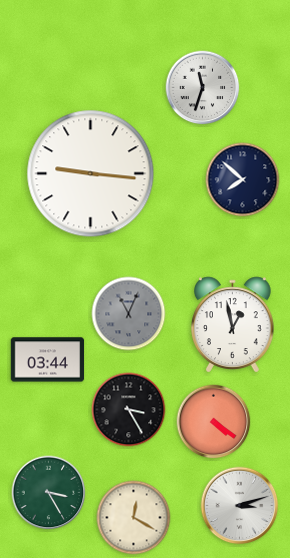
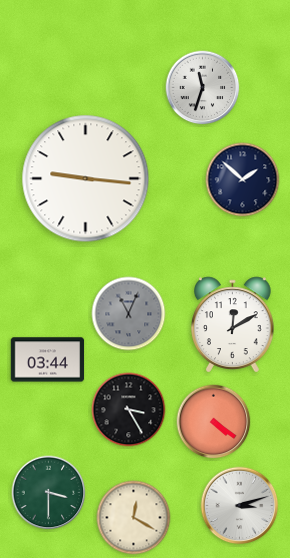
clock at (91, 174) position: (91, 174) -> (86, 179)
clock at (243, 180): 7:52 -> 1:52
clock at (233, 325): 12:58 -> 12:10
clock at (49, 493): 3:25 -> 3:30
